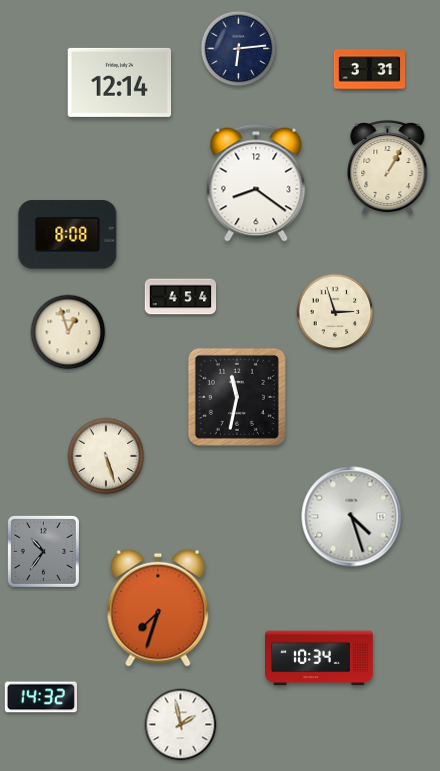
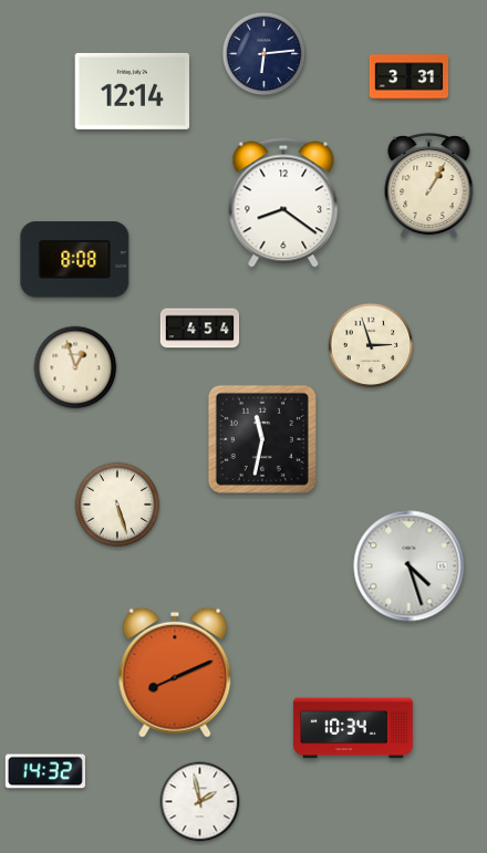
clock at (352, 517) position: (352, 517) -> (410, 566)
clock at (43, 551): 10:36 -> none
clock at (158, 608): 7:33 -> 8:11
